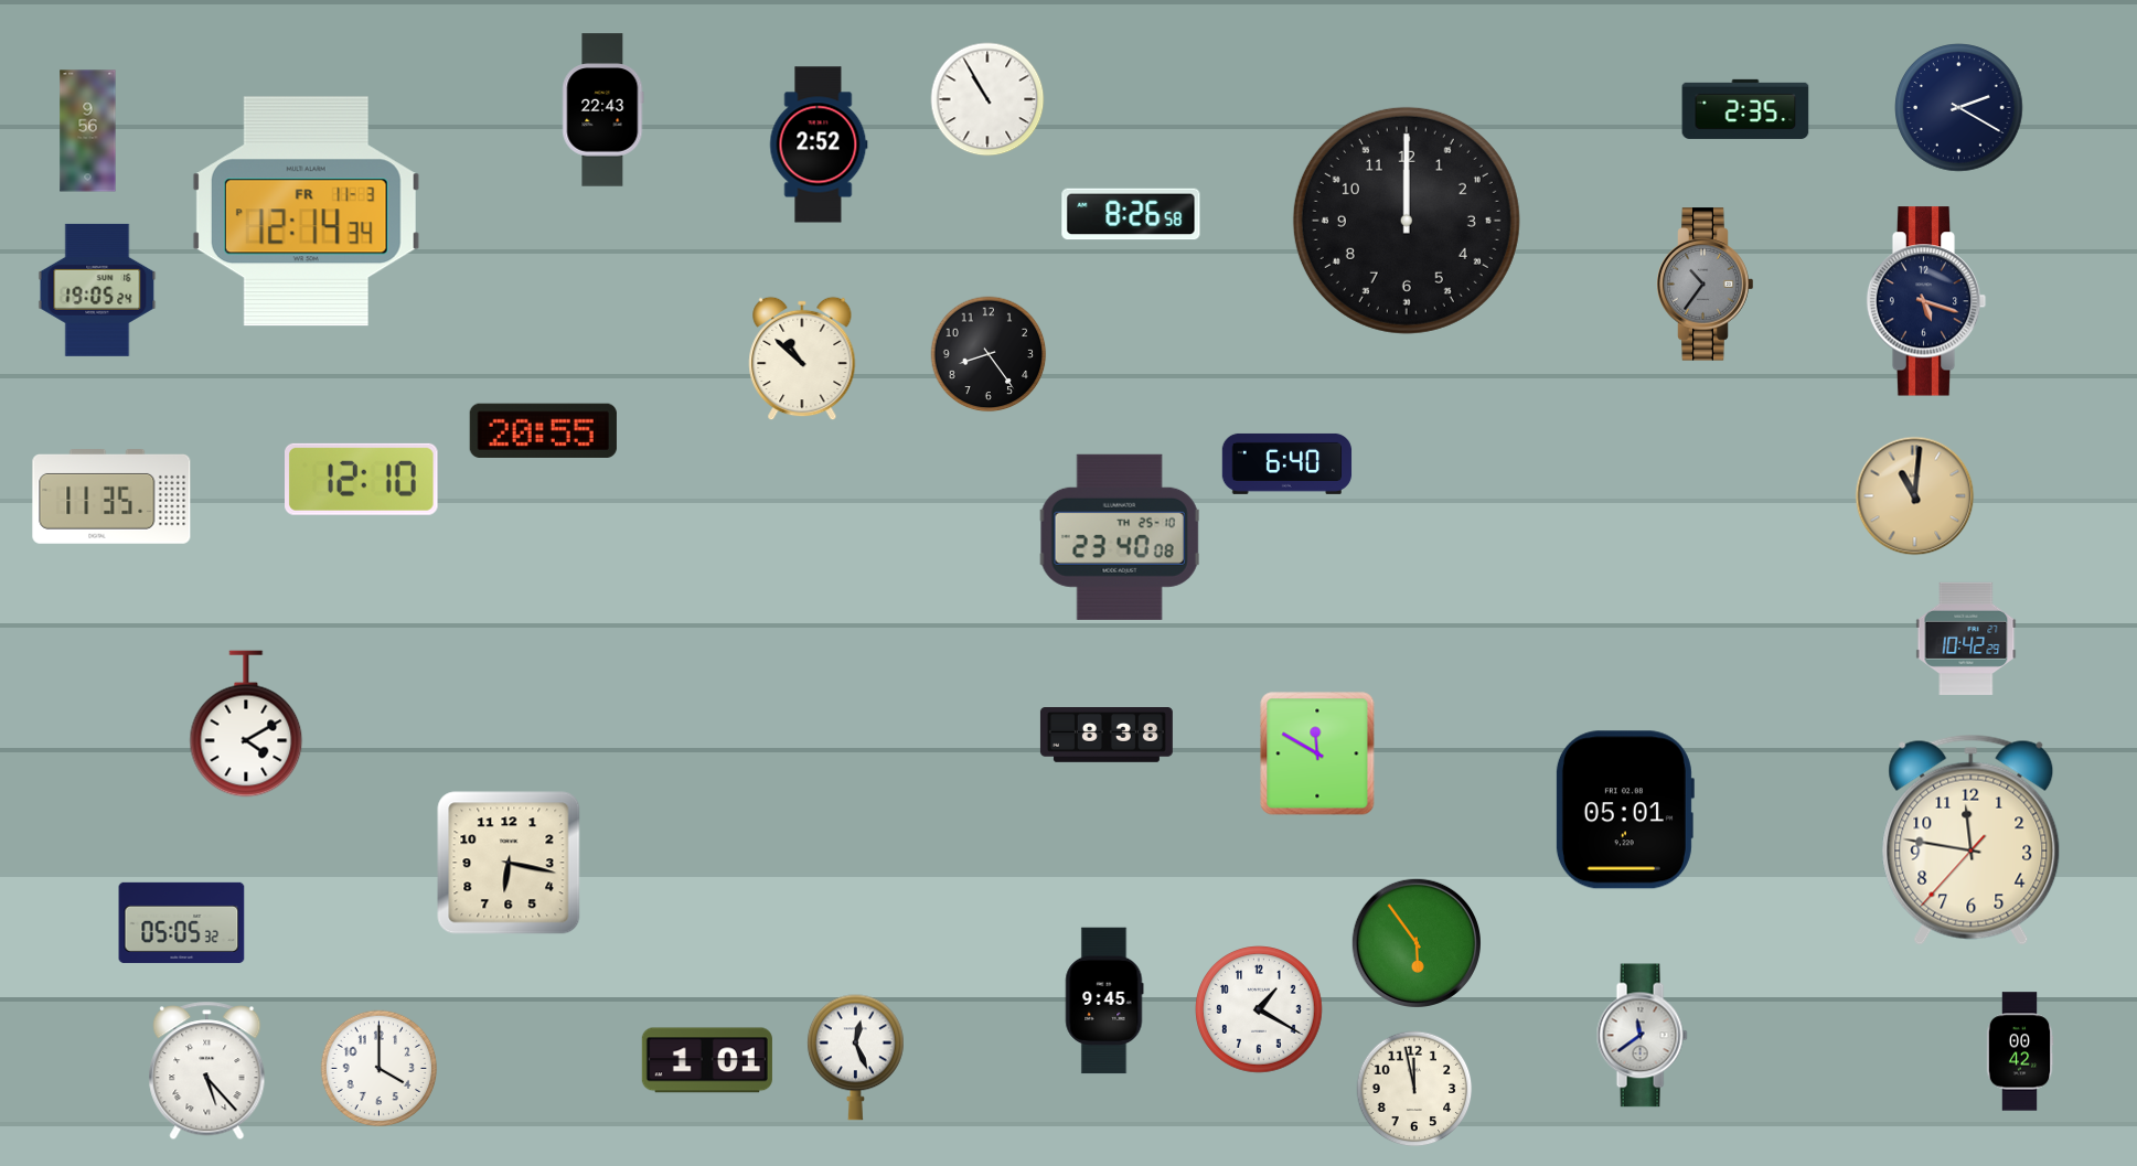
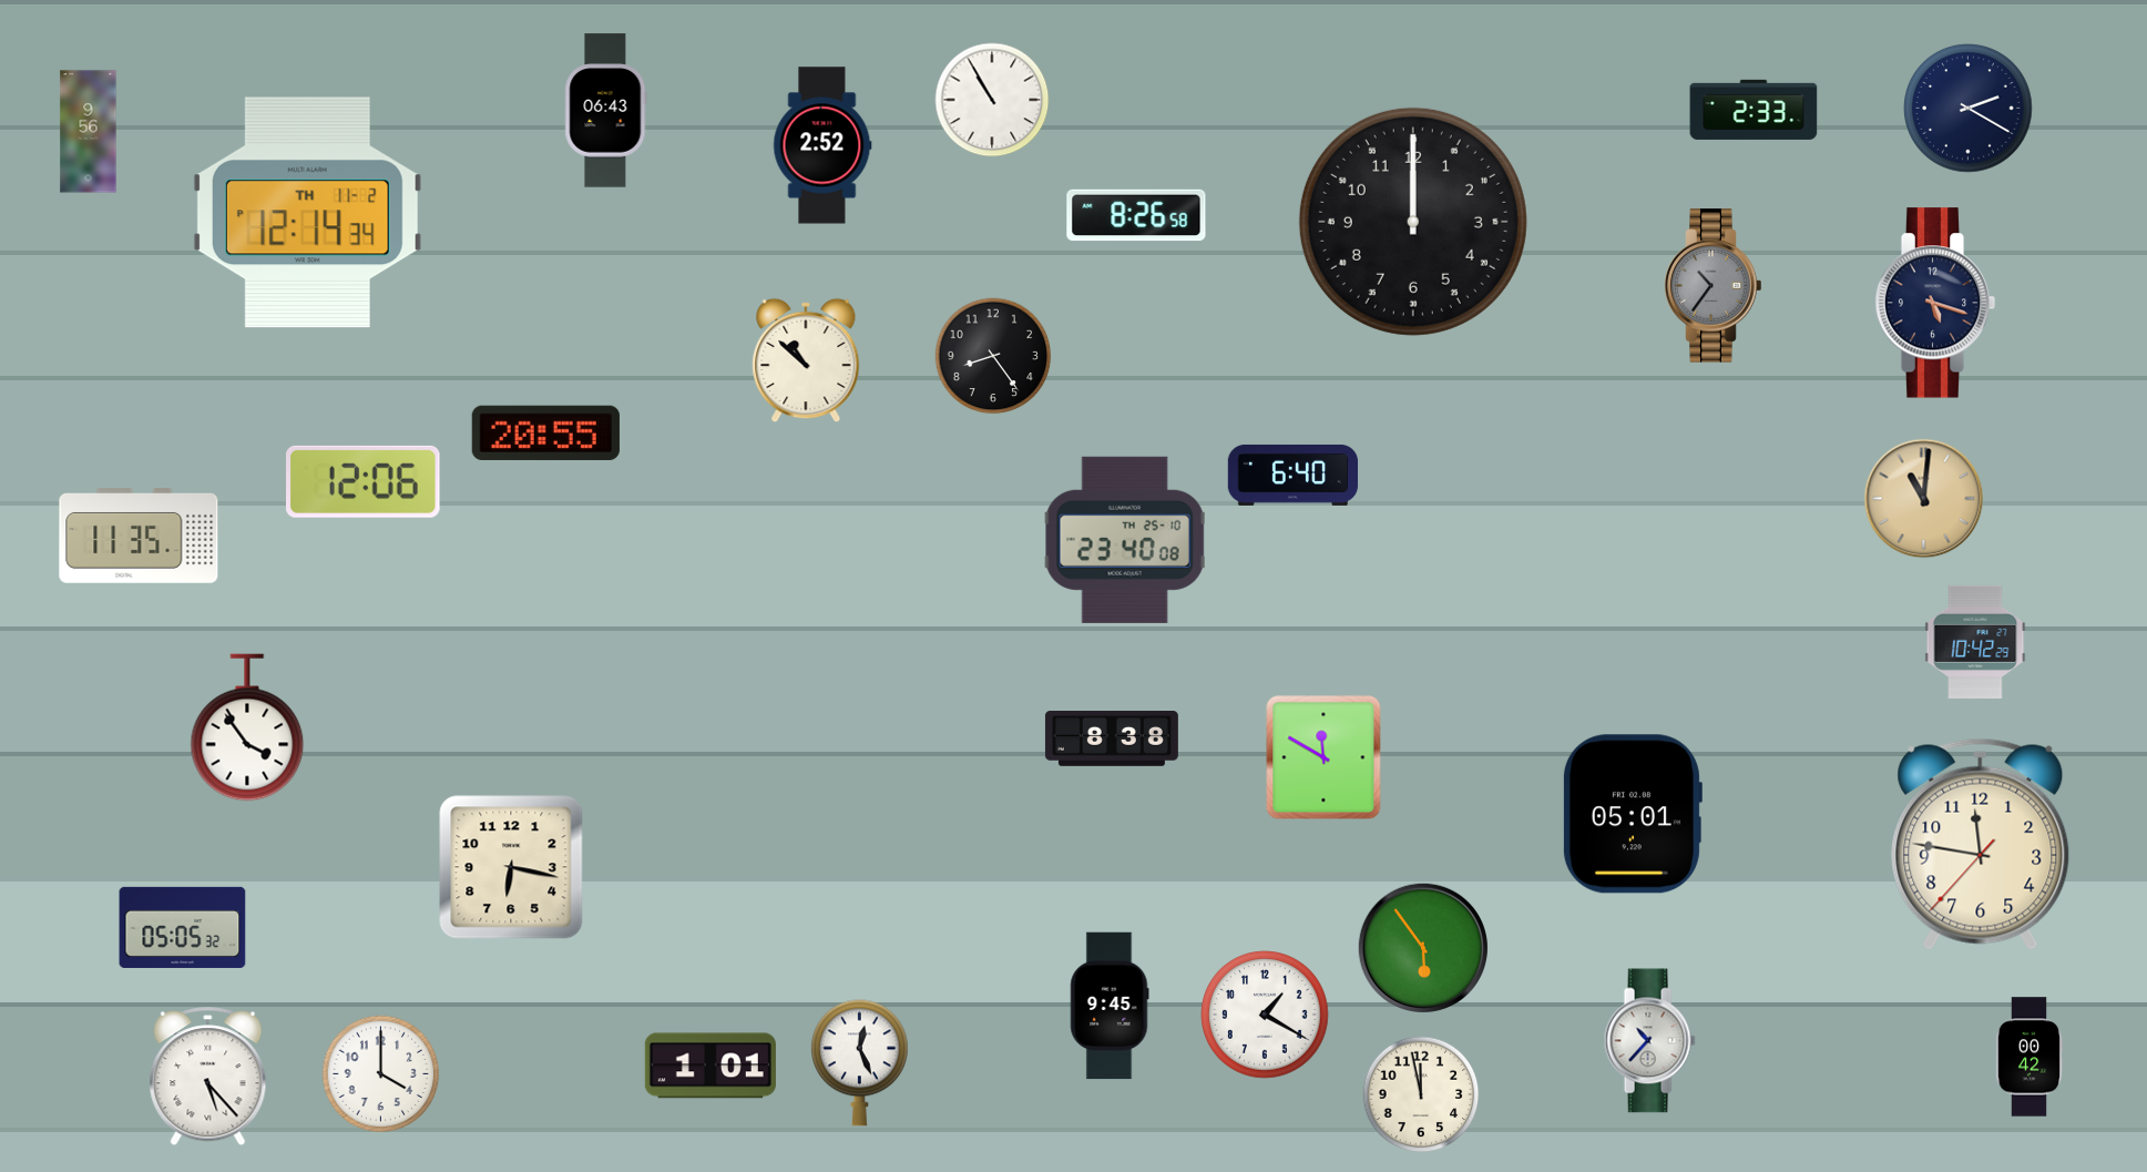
clock at (1745, 109): 2:35 -> 2:33
clock at (603, 110): 22:43 -> 06:43
clock at (306, 212) date: FR 11-3 -> TH 11-2
clock at (97, 290): 19:05 -> none
clock at (1287, 463) position: (1287, 463) -> (1294, 475)
clock at (362, 479): 12:10 -> 12:06
clock at (111, 498) position: (111, 498) -> (139, 537)
clock at (246, 724): 4:10 -> 3:54
clock at (1642, 1036): 11:39 -> 10:37
